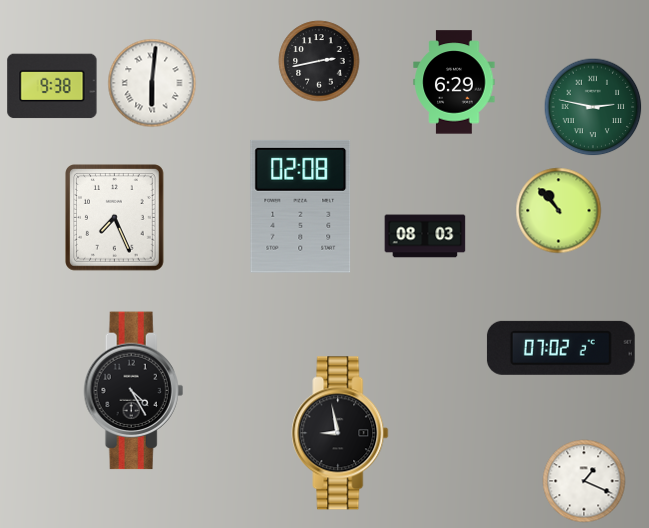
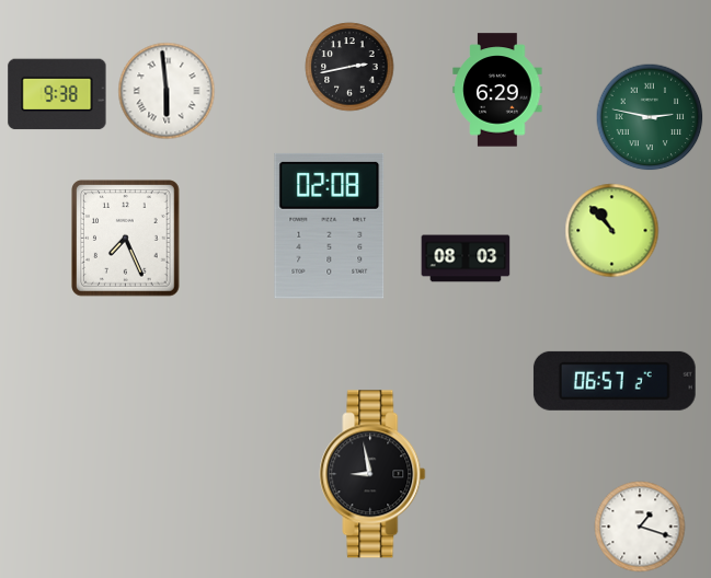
clock at (152, 83): 6:01 -> 5:59
clock at (561, 348): 07:02 -> 06:57
clock at (134, 391): 4:25 -> none
clock at (584, 481): 1:19 -> 1:18
